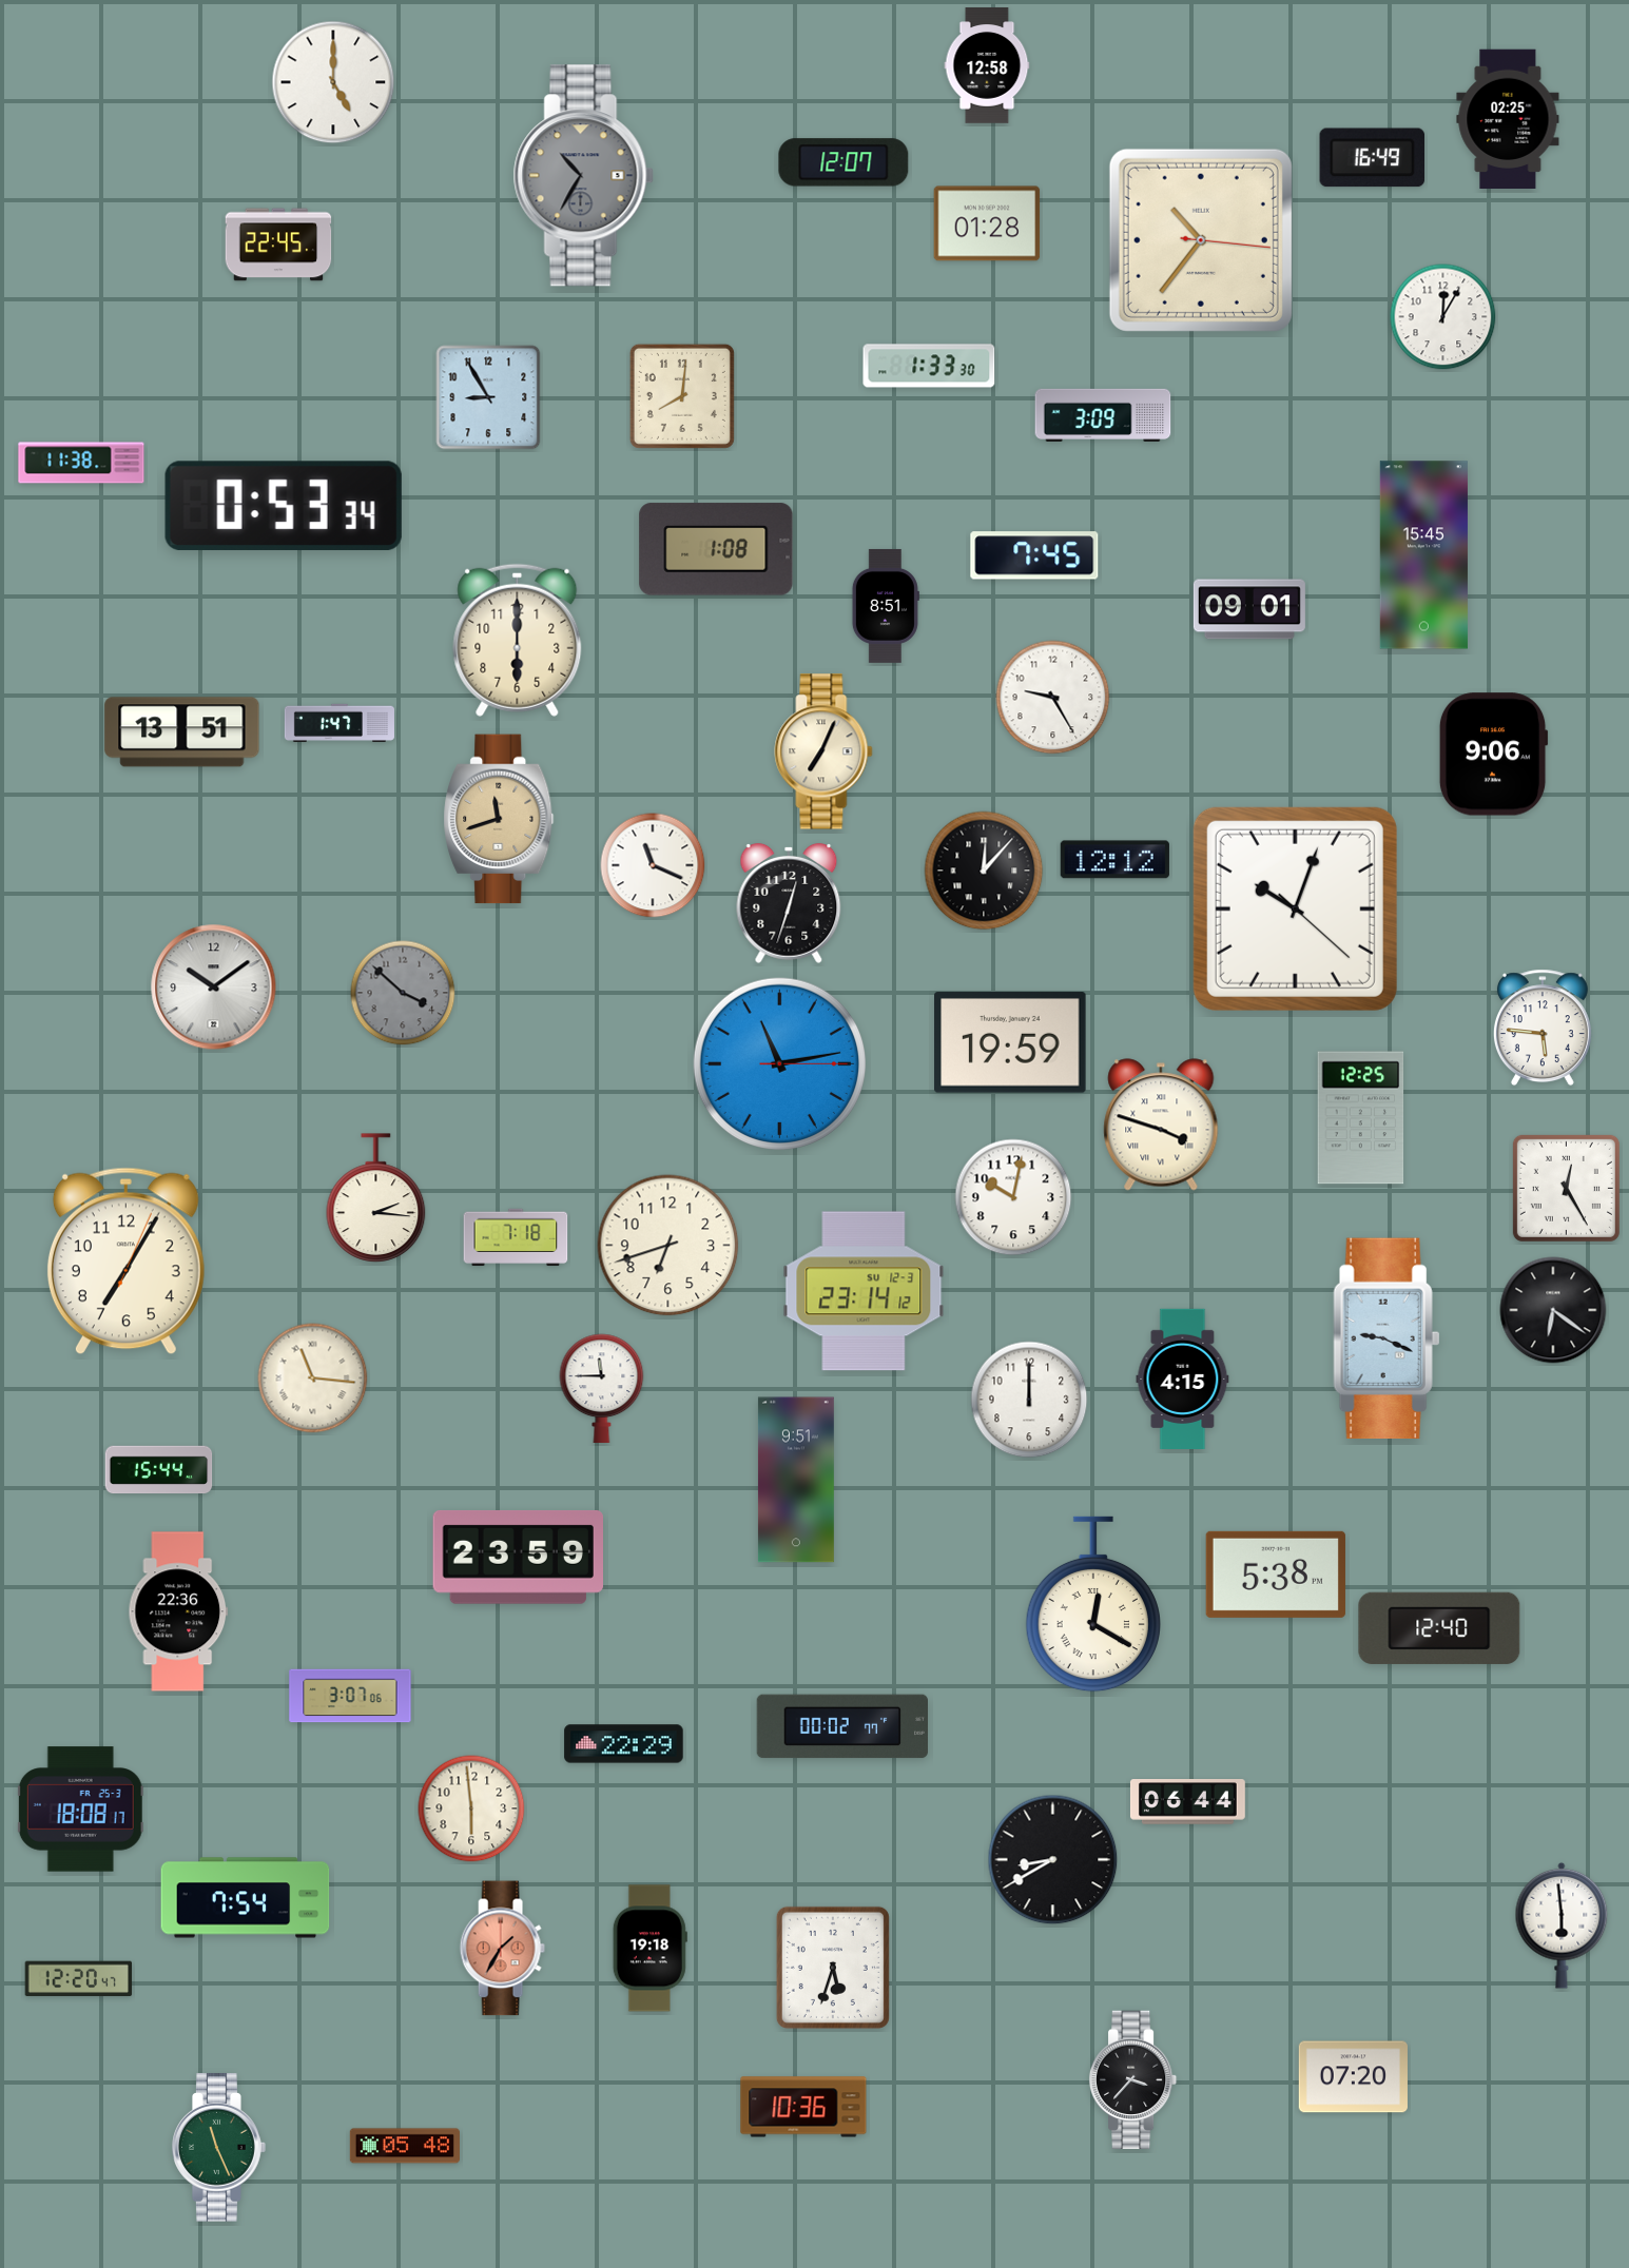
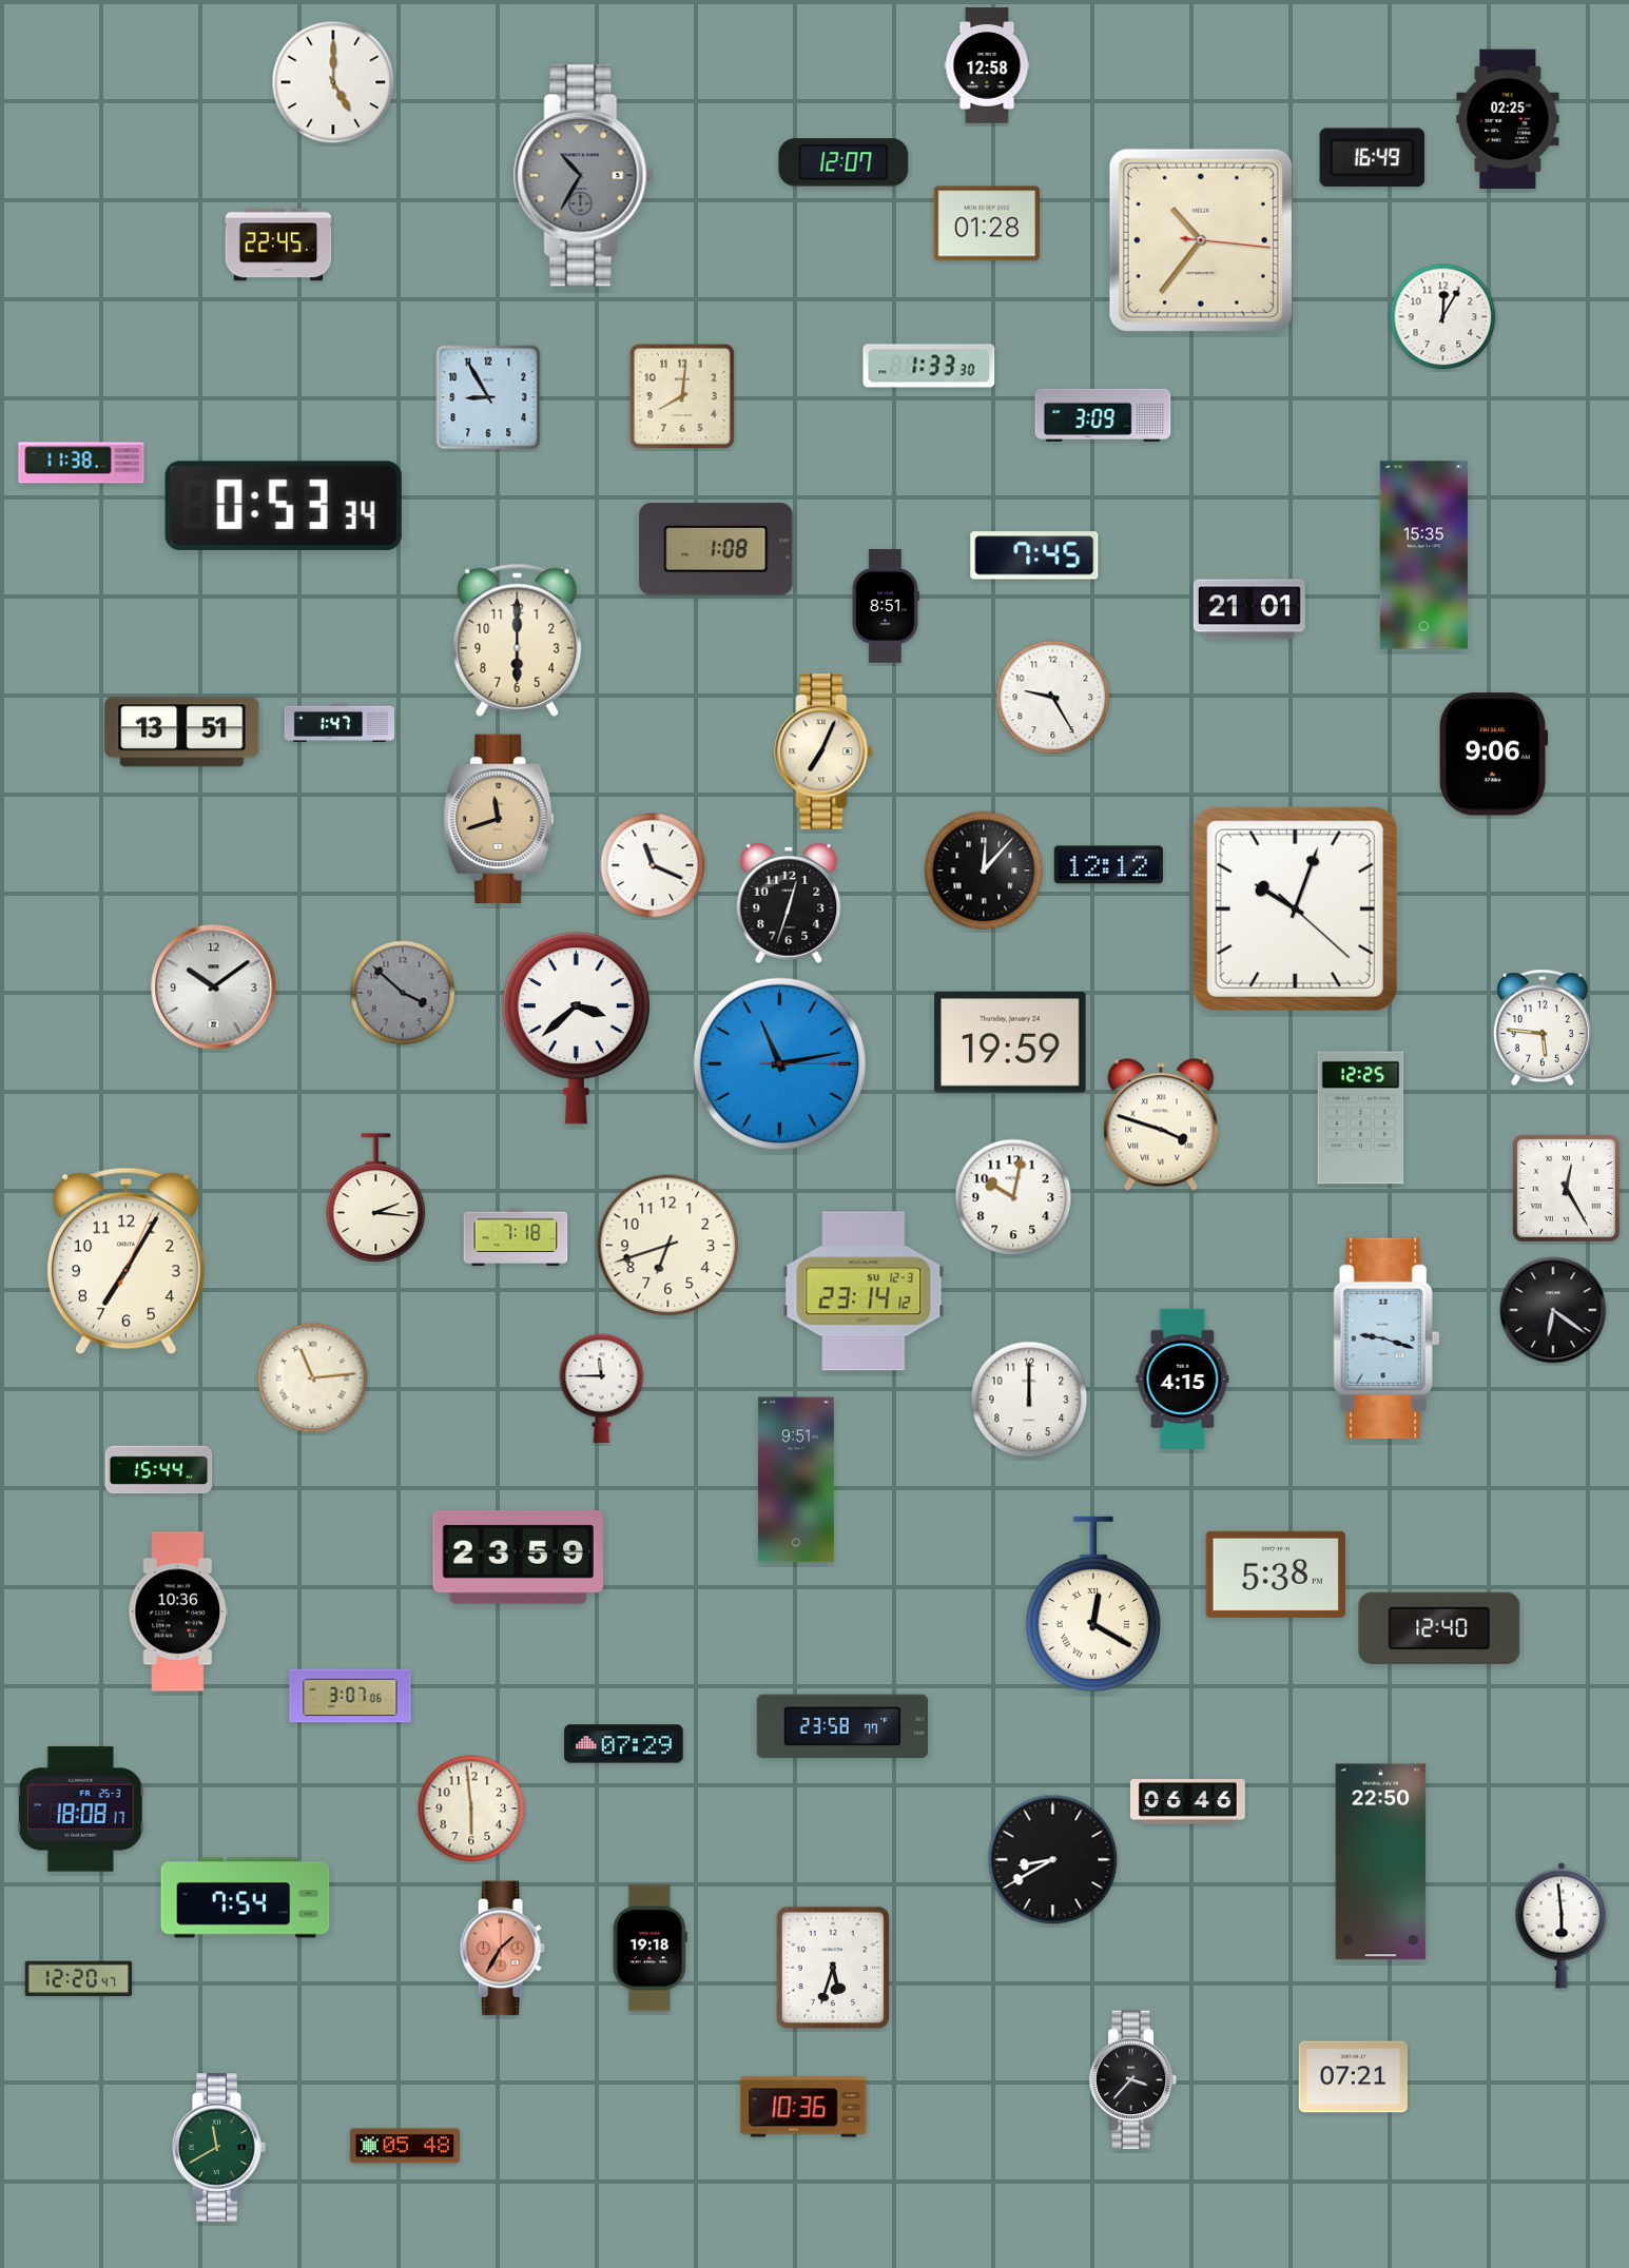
clock at (1423, 555): 15:45 -> 15:35
clock at (1249, 609): 09:01 -> 21:01
clock at (1114, 860) position: (1114, 860) -> (1108, 865)
clock at (576, 1029): none -> 3:38
clock at (1386, 1338): 9:19 -> 9:18
clock at (313, 1379): 11:16 -> 11:14
clock at (178, 1611): 22:36 -> 10:36
clock at (842, 1726): 00:02 -> 23:58
clock at (624, 1744): 22:29 -> 07:29
clock at (1187, 1802): 06:44 -> 06:46
clock at (1381, 1862): none -> 22:50
clock at (1353, 2077): 07:20 -> 07:21
clock at (219, 2148): 11:26 -> 11:40
